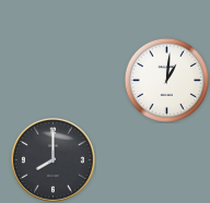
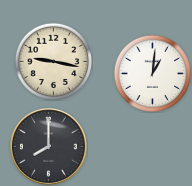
clock at (53, 61): none -> 9:17
